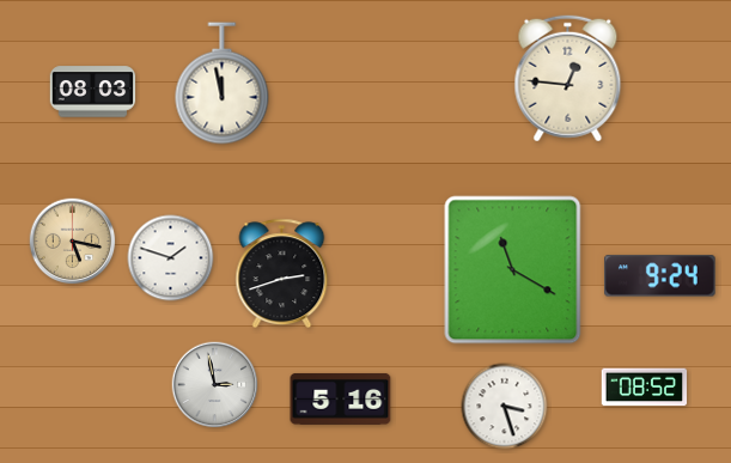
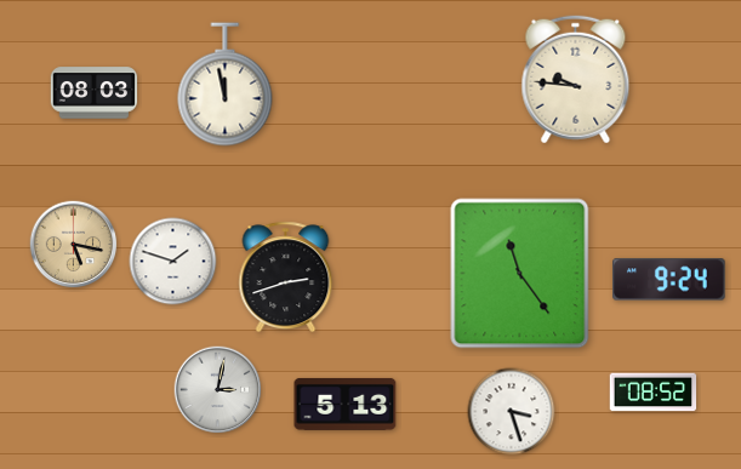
clock at (568, 79): 12:46 -> 9:46
clock at (513, 270): 11:20 -> 11:24
clock at (215, 385): 2:58 -> 3:02
clock at (341, 398): 5:16 -> 5:13
